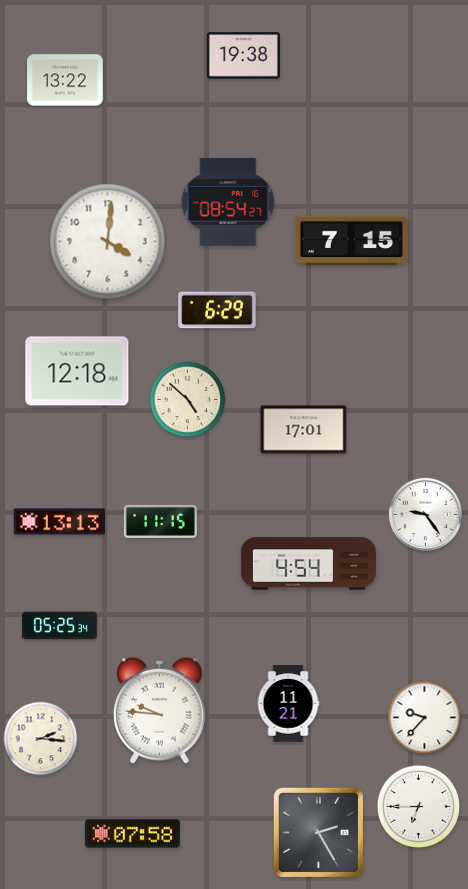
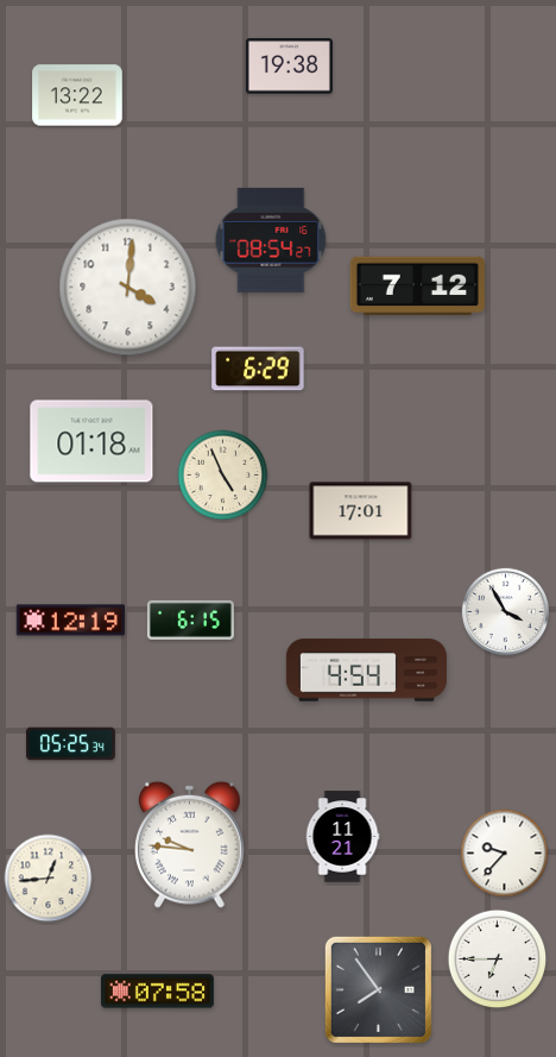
clock at (351, 241): 7:15 -> 7:12
clock at (77, 371): 12:18 -> 01:18
clock at (188, 400): 4:52 -> 4:56
clock at (425, 514): 9:24 -> 3:55
clock at (160, 521): 11:15 -> 6:15
clock at (60, 522): 13:13 -> 12:19
clock at (41, 739): 2:16 -> 12:44
clock at (318, 832): 2:25 -> 7:54
